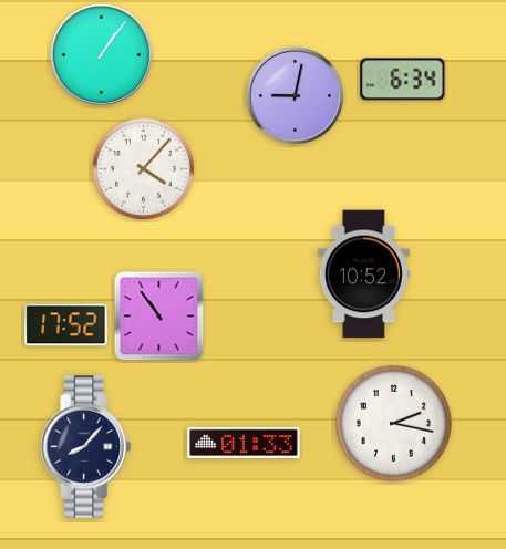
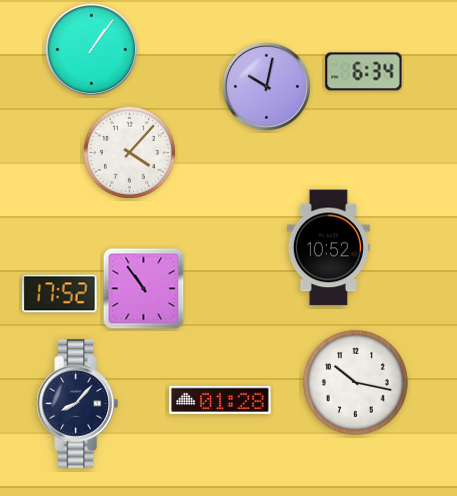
clock at (295, 95): 9:02 -> 10:02
clock at (159, 317) position: (159, 317) -> (144, 289)
clock at (393, 423): 2:17 -> 10:17
clock at (244, 443): 01:33 -> 01:28
